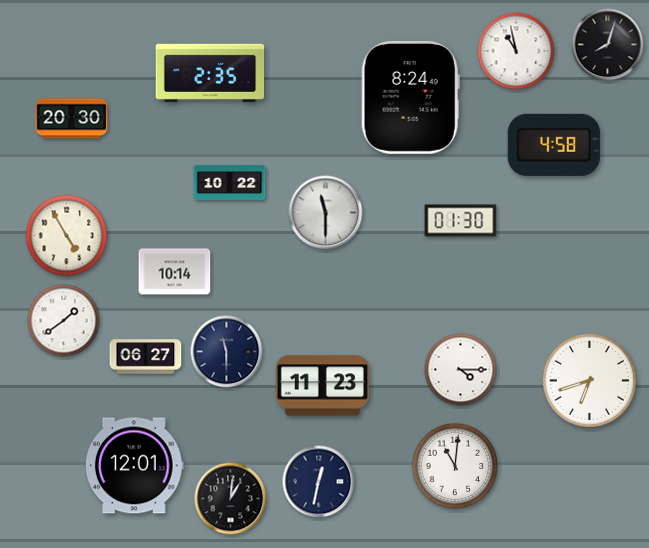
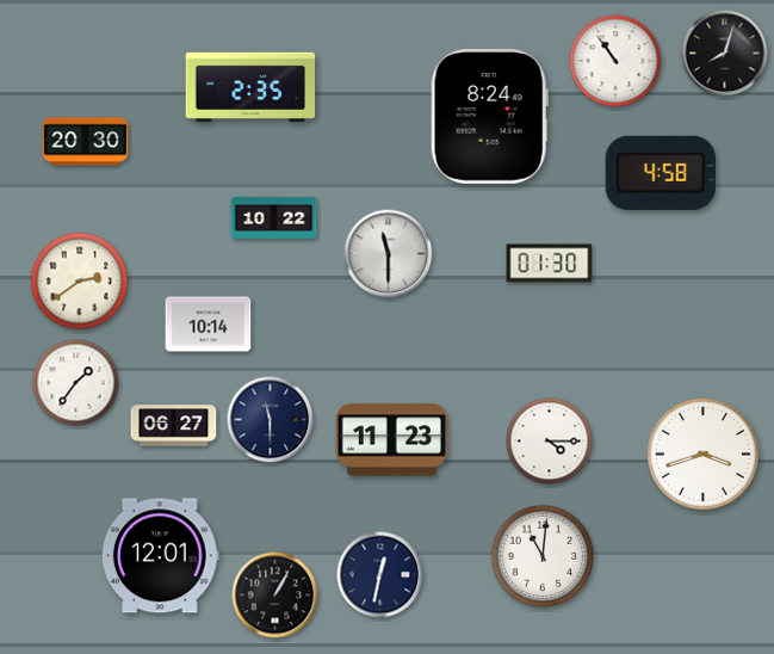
clock at (516, 51): 10:58 -> 10:54
clock at (67, 236): 4:55 -> 2:39
clock at (64, 321): 1:39 -> 1:36
clock at (589, 380): 6:42 -> 3:42
clock at (322, 386) position: (322, 386) -> (391, 440)
clock at (231, 499): 1:01 -> 1:05
